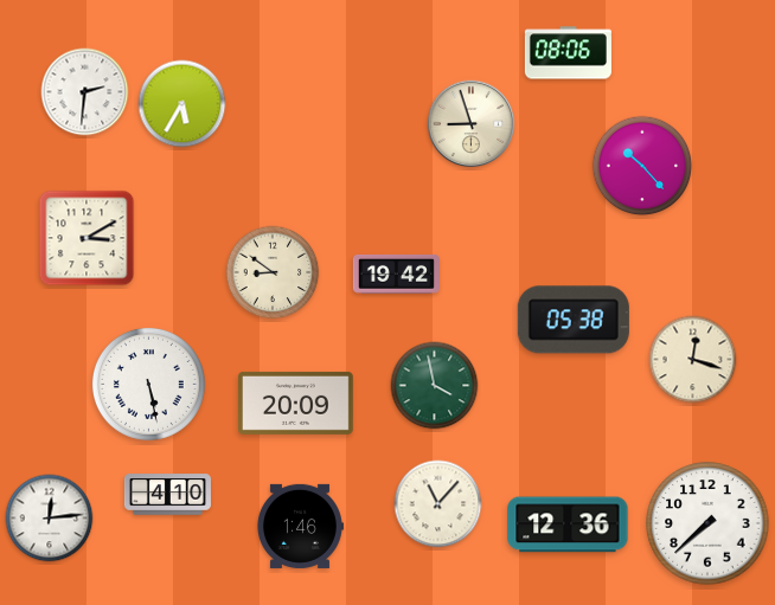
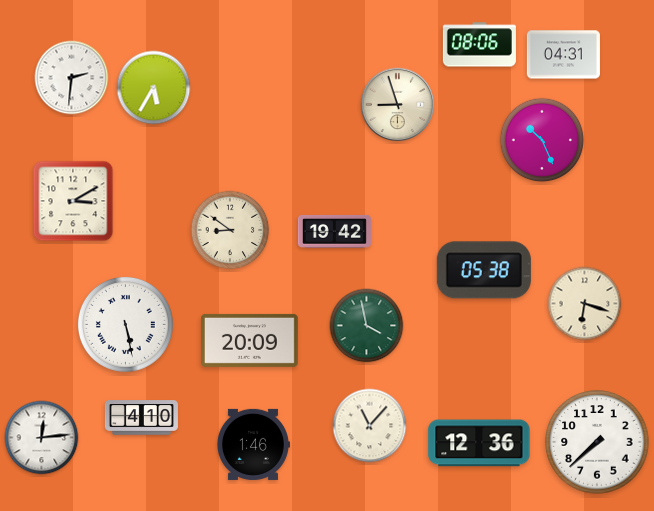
clock at (563, 55): none -> 04:31
clock at (642, 166): 10:23 -> 10:26
clock at (693, 360): 12:18 -> 6:18
